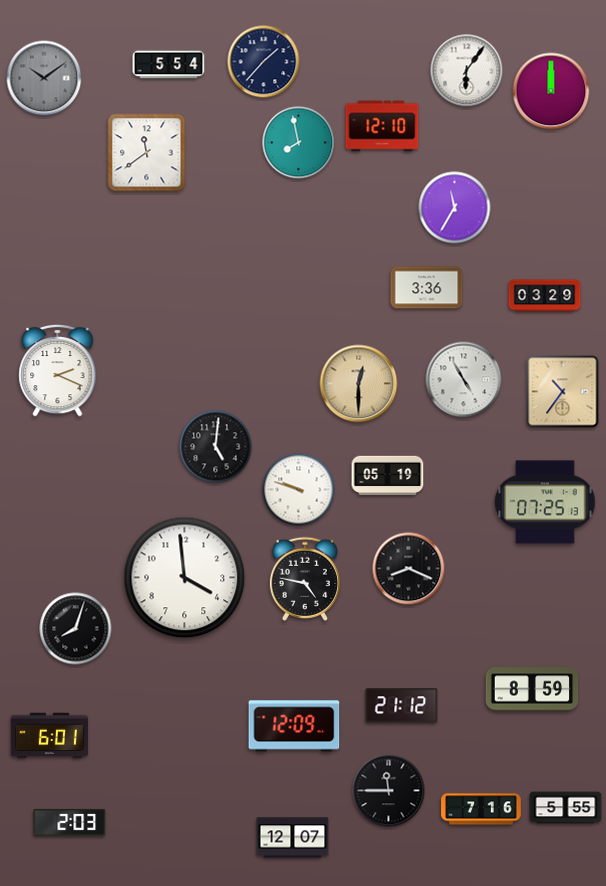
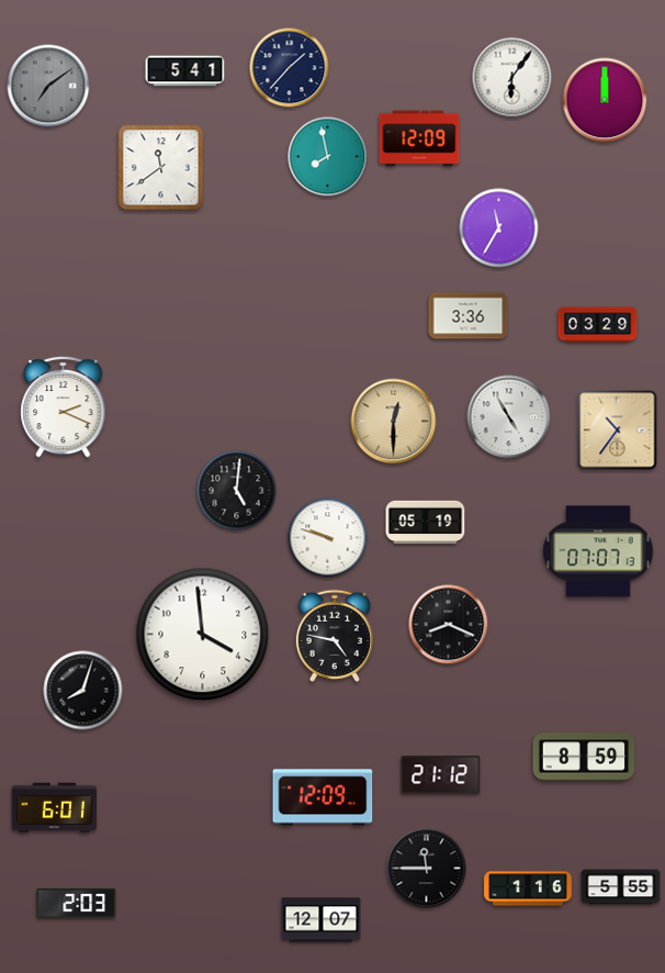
clock at (169, 65): 5:54 -> 5:41
clock at (44, 78): 10:09 -> 7:09
clock at (382, 126): 12:10 -> 12:09
clock at (545, 502): 07:25 -> 07:07
clock at (481, 809): 7:16 -> 1:16
